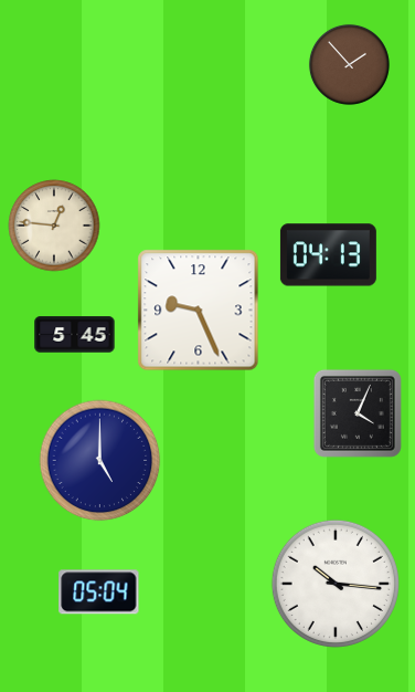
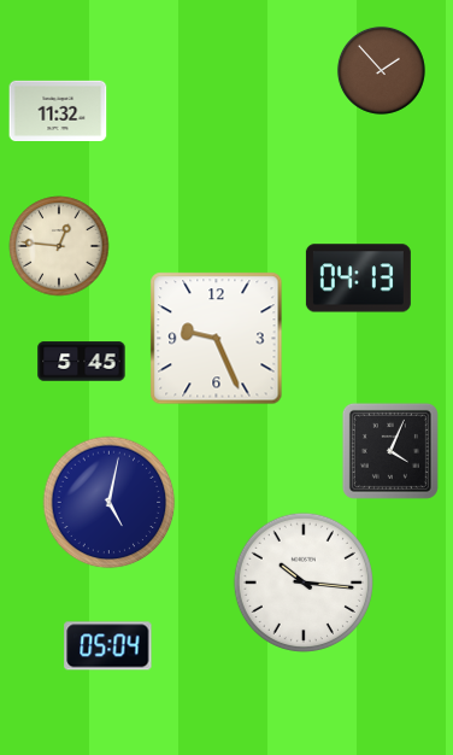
clock at (58, 110): none -> 11:32
clock at (75, 335) position: (75, 335) -> (82, 362)
clock at (100, 461): 5:00 -> 5:02
clock at (336, 584) position: (336, 584) -> (304, 583)
